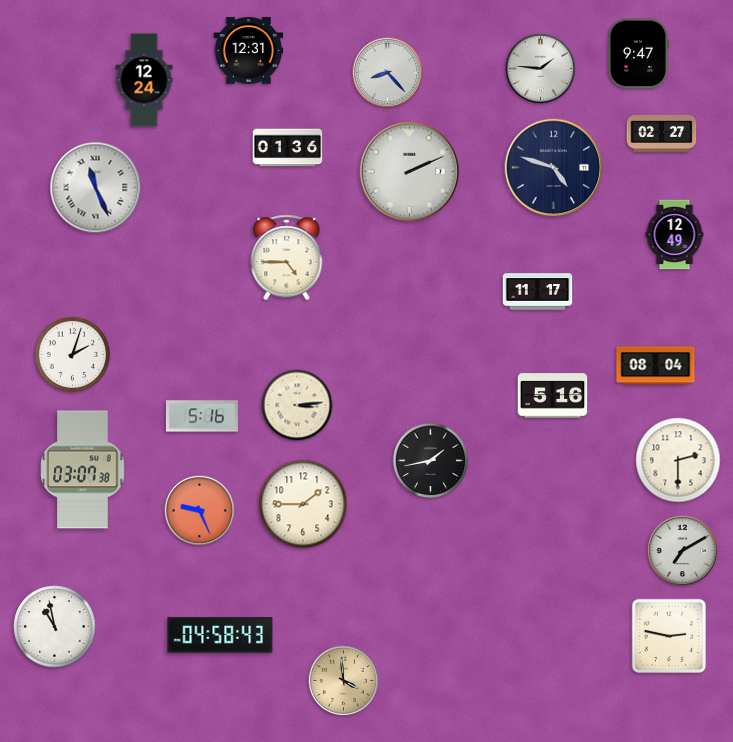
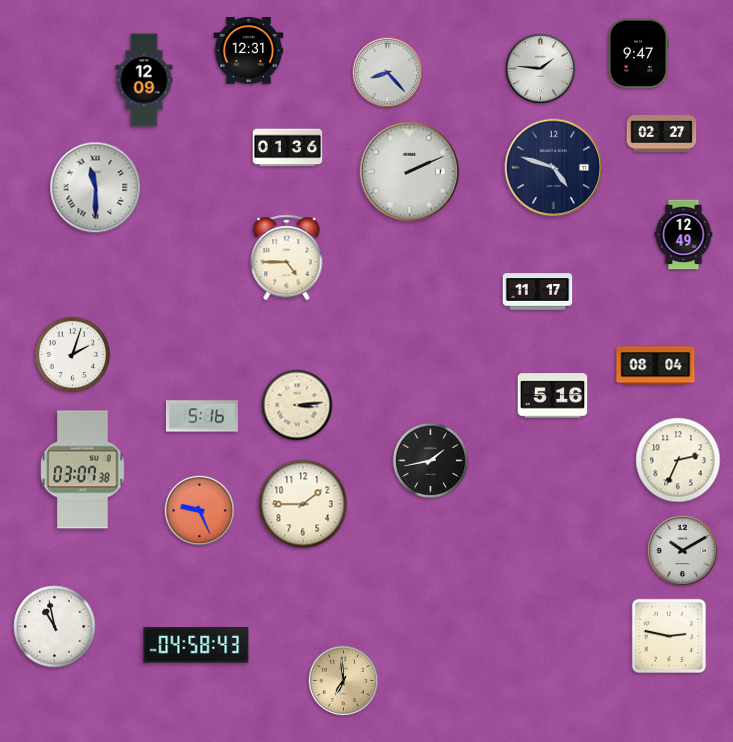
clock at (144, 80): 12:24 -> 12:09
clock at (96, 188): 11:26 -> 11:30
clock at (675, 235) position: (675, 235) -> (684, 235)
clock at (678, 460): 2:30 -> 2:34
clock at (683, 551): 7:10 -> 10:10
clock at (220, 635) position: (220, 635) -> (196, 645)
clock at (344, 681): 3:59 -> 6:59
